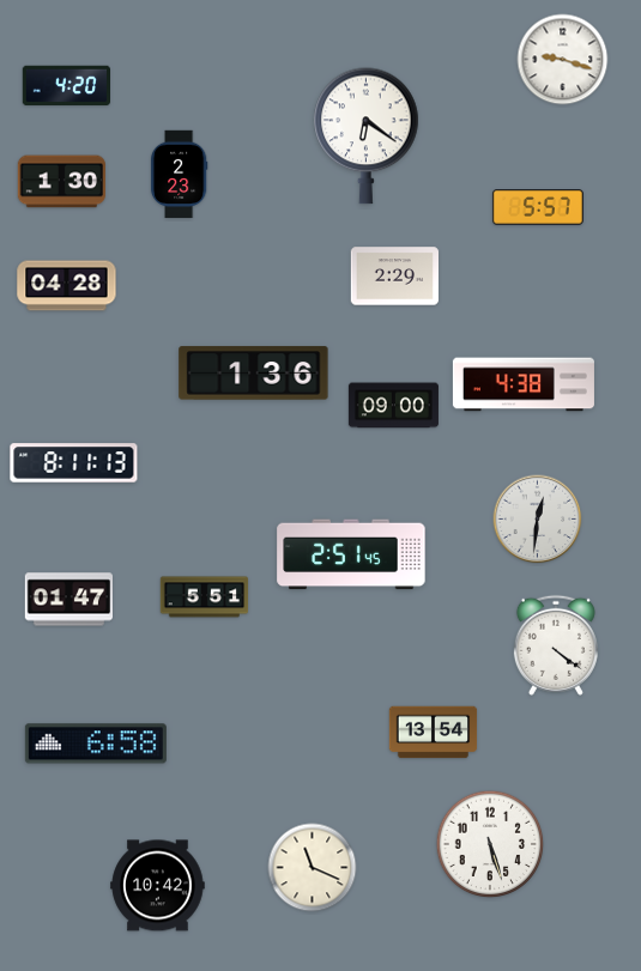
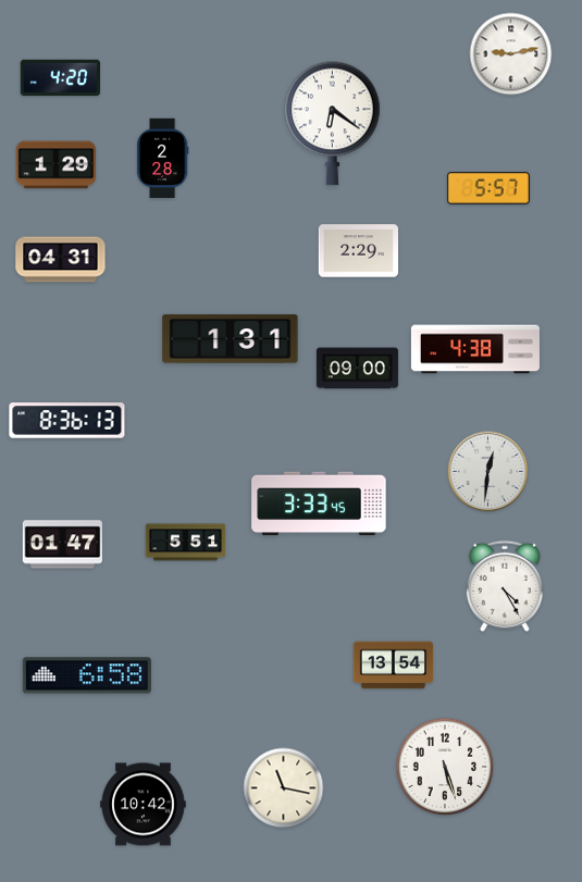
clock at (563, 60): 9:18 -> 9:13
clock at (179, 175): 2:23 -> 2:28
clock at (61, 182): 1:30 -> 1:29
clock at (67, 286): 04:28 -> 04:31
clock at (254, 374): 1:36 -> 1:31
clock at (74, 463): 8:11 -> 8:36
clock at (351, 554): 2:51 -> 3:33
clock at (556, 645): 4:21 -> 4:25
clock at (313, 868): 11:19 -> 11:17
